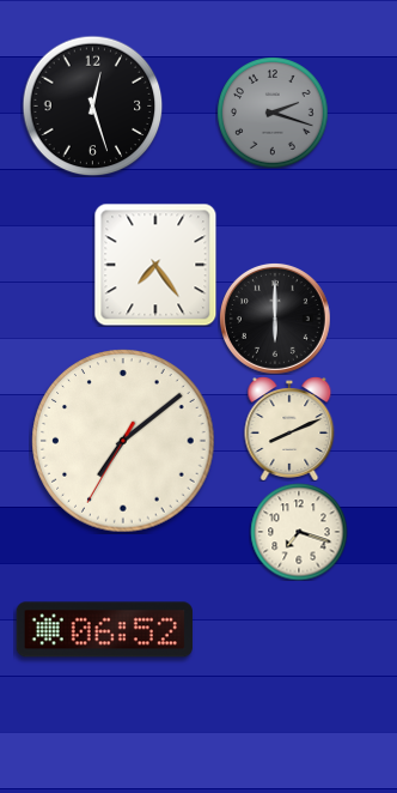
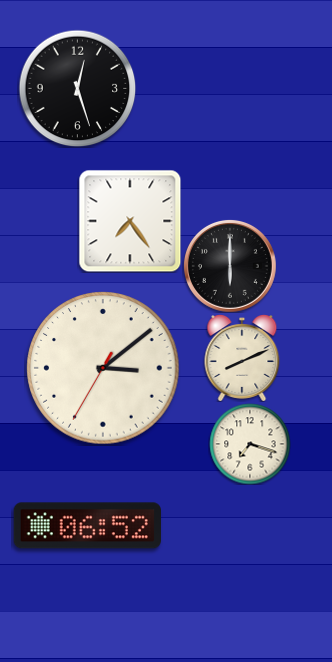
clock at (273, 113): 2:18 -> none
clock at (123, 441): 7:08 -> 3:08
